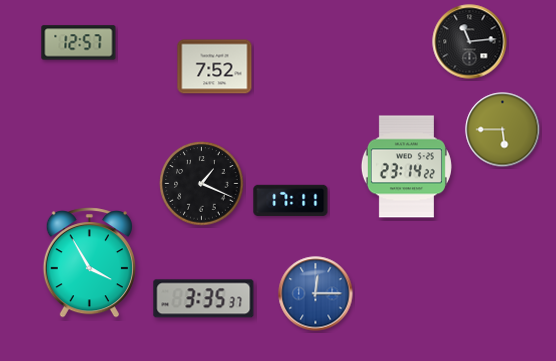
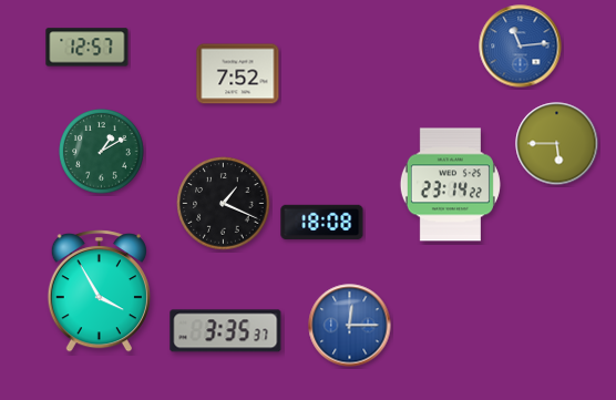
clock at (470, 42) dial: black -> blue
clock at (102, 152): none -> 1:10
clock at (291, 200): 17:11 -> 18:08
